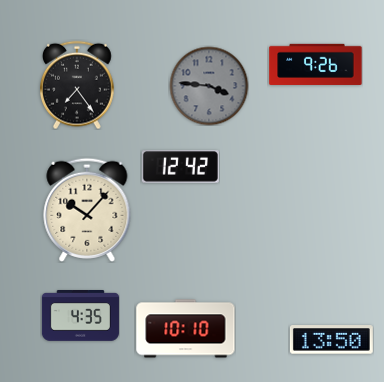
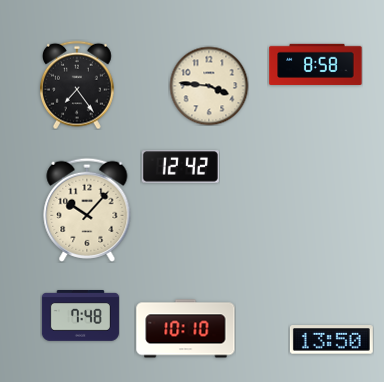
clock at (316, 64): 9:26 -> 8:58
clock at (209, 86) dial: grey -> cream
clock at (80, 316): 4:35 -> 7:48
